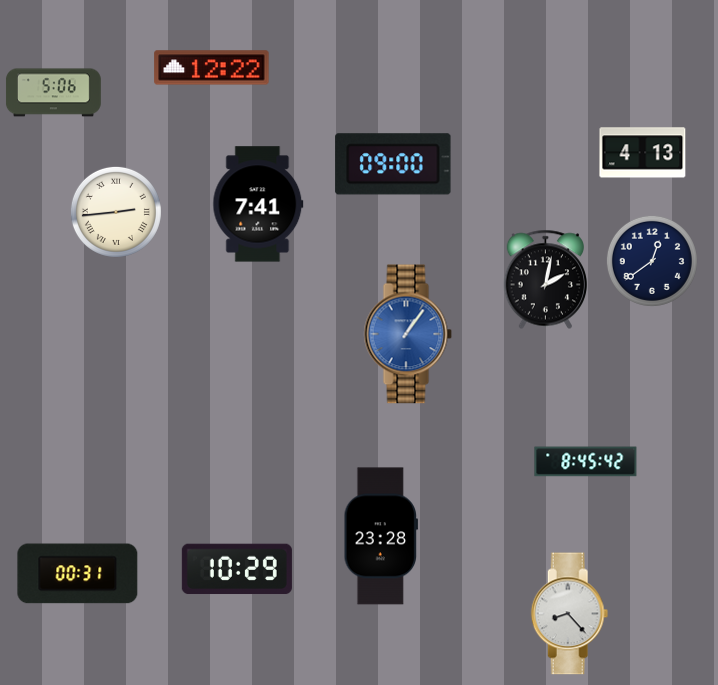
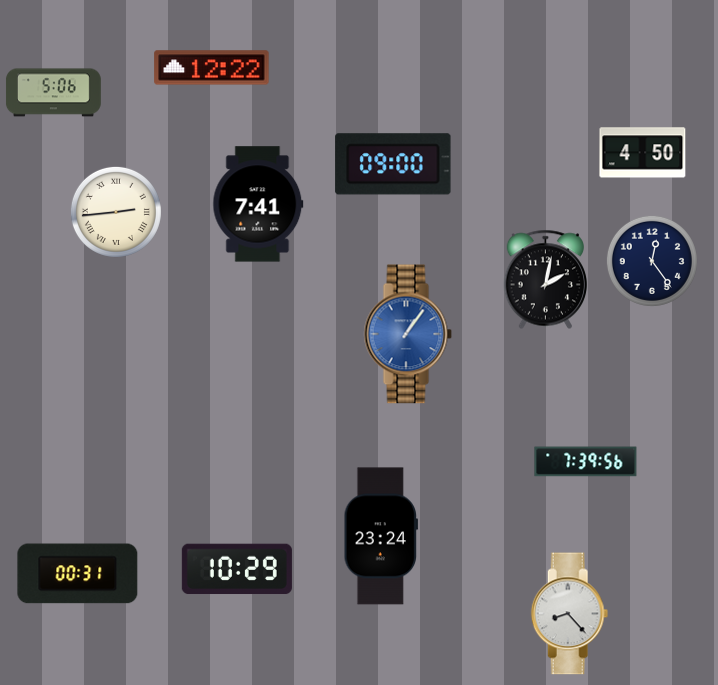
clock at (643, 153): 4:13 -> 4:50
clock at (652, 261): 12:39 -> 12:24
clock at (586, 462): 8:45 -> 7:39
clock at (381, 536): 23:28 -> 23:24
